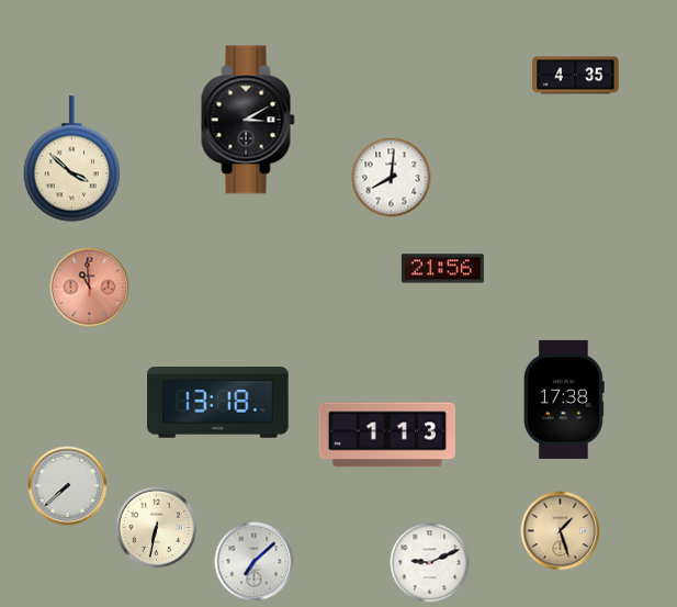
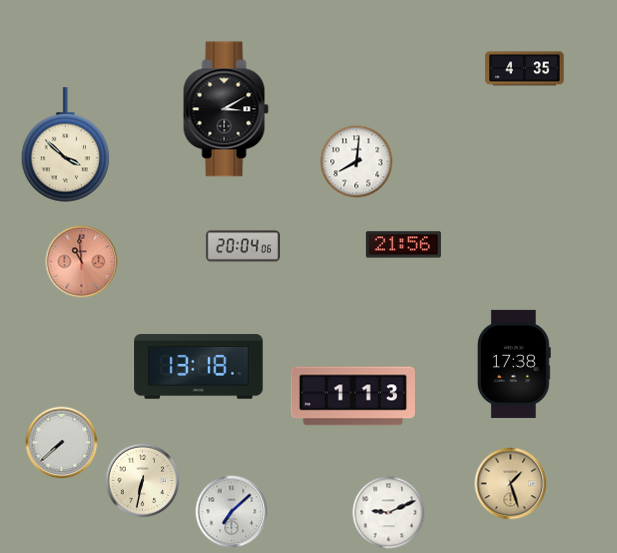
clock at (242, 246): none -> 20:04
clock at (430, 563) position: (430, 563) -> (389, 513)
